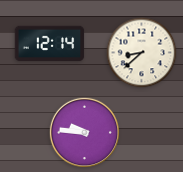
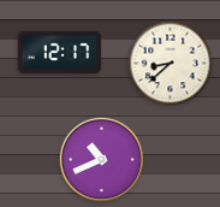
clock at (50, 44): 12:14 -> 12:17
clock at (84, 132): 9:46 -> 10:41
